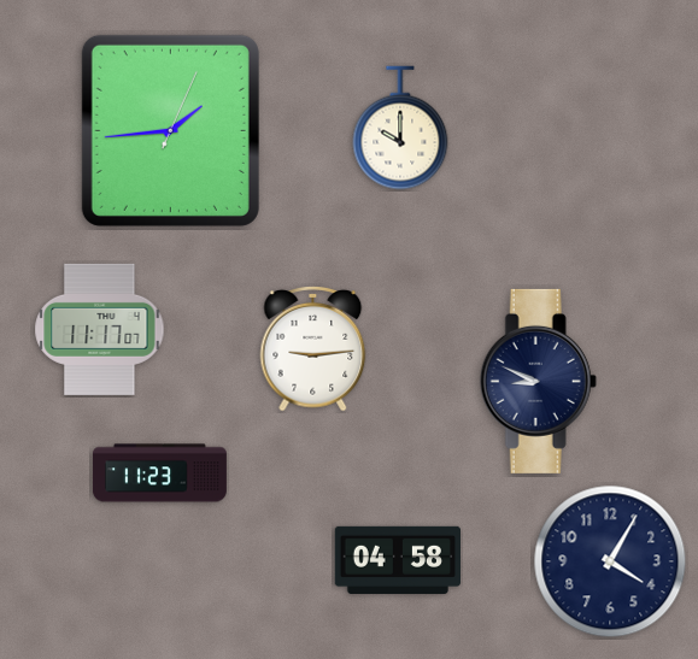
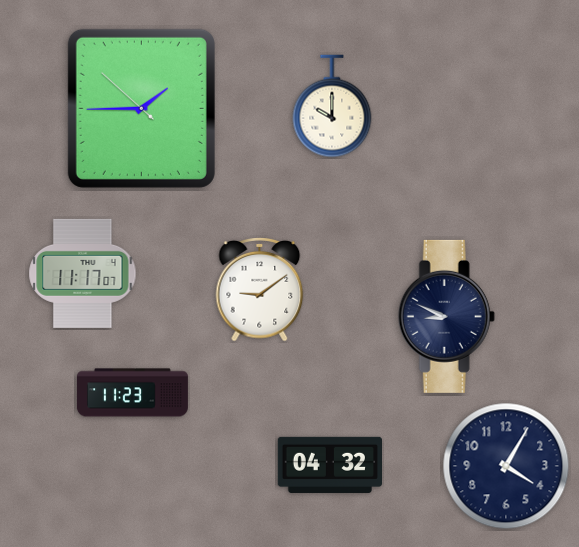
clock at (170, 130): 1:44:04 -> 1:44:52
clock at (313, 349): 9:14 -> 9:09
clock at (397, 560): 04:58 -> 04:32
